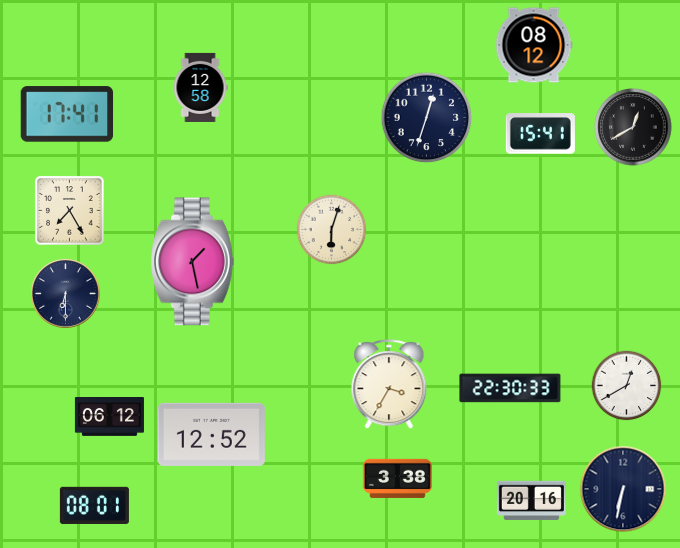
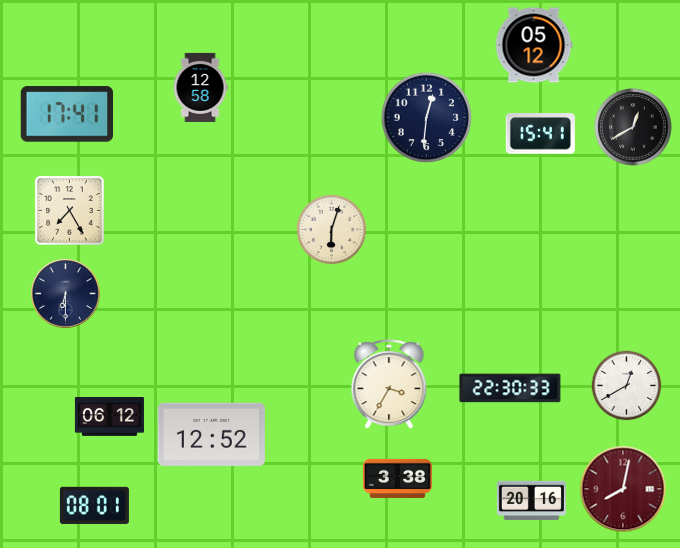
clock at (534, 45): 08:12 -> 05:12
clock at (427, 118): 12:33 -> 12:31
clock at (192, 262): 1:28 -> none
clock at (623, 489): 6:32 -> 8:02
clock at (623, 489) dial: navy -> burgundy
